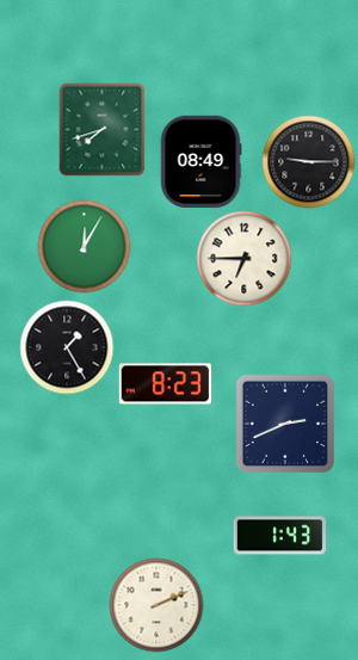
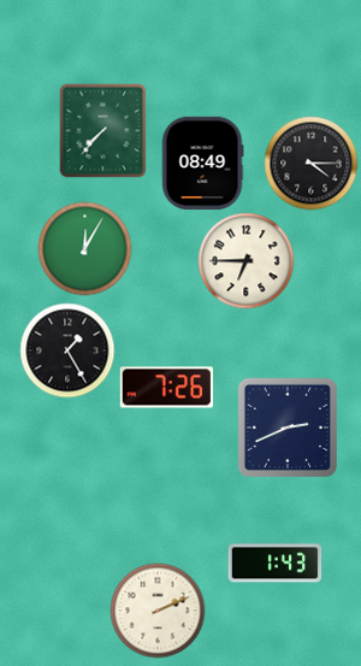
clock at (103, 129): 7:42 -> 7:37
clock at (308, 161): 9:15 -> 4:15
clock at (165, 384): 8:23 -> 7:26
clock at (279, 536) position: (279, 536) -> (274, 564)
